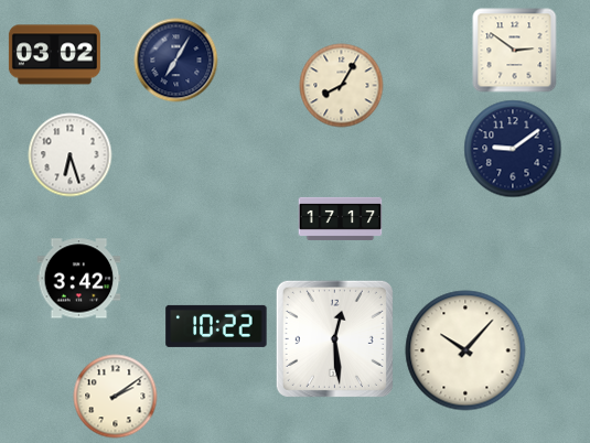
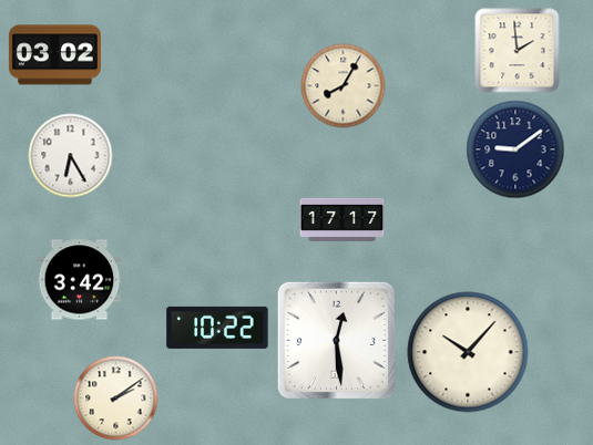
clock at (515, 51): 2:51 -> 1:59
clock at (176, 61): 7:05 -> none
clock at (71, 155): 6:27 -> 6:25
